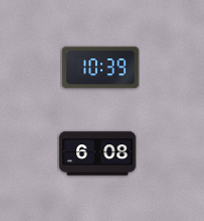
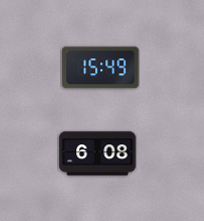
clock at (101, 68): 10:39 -> 15:49
